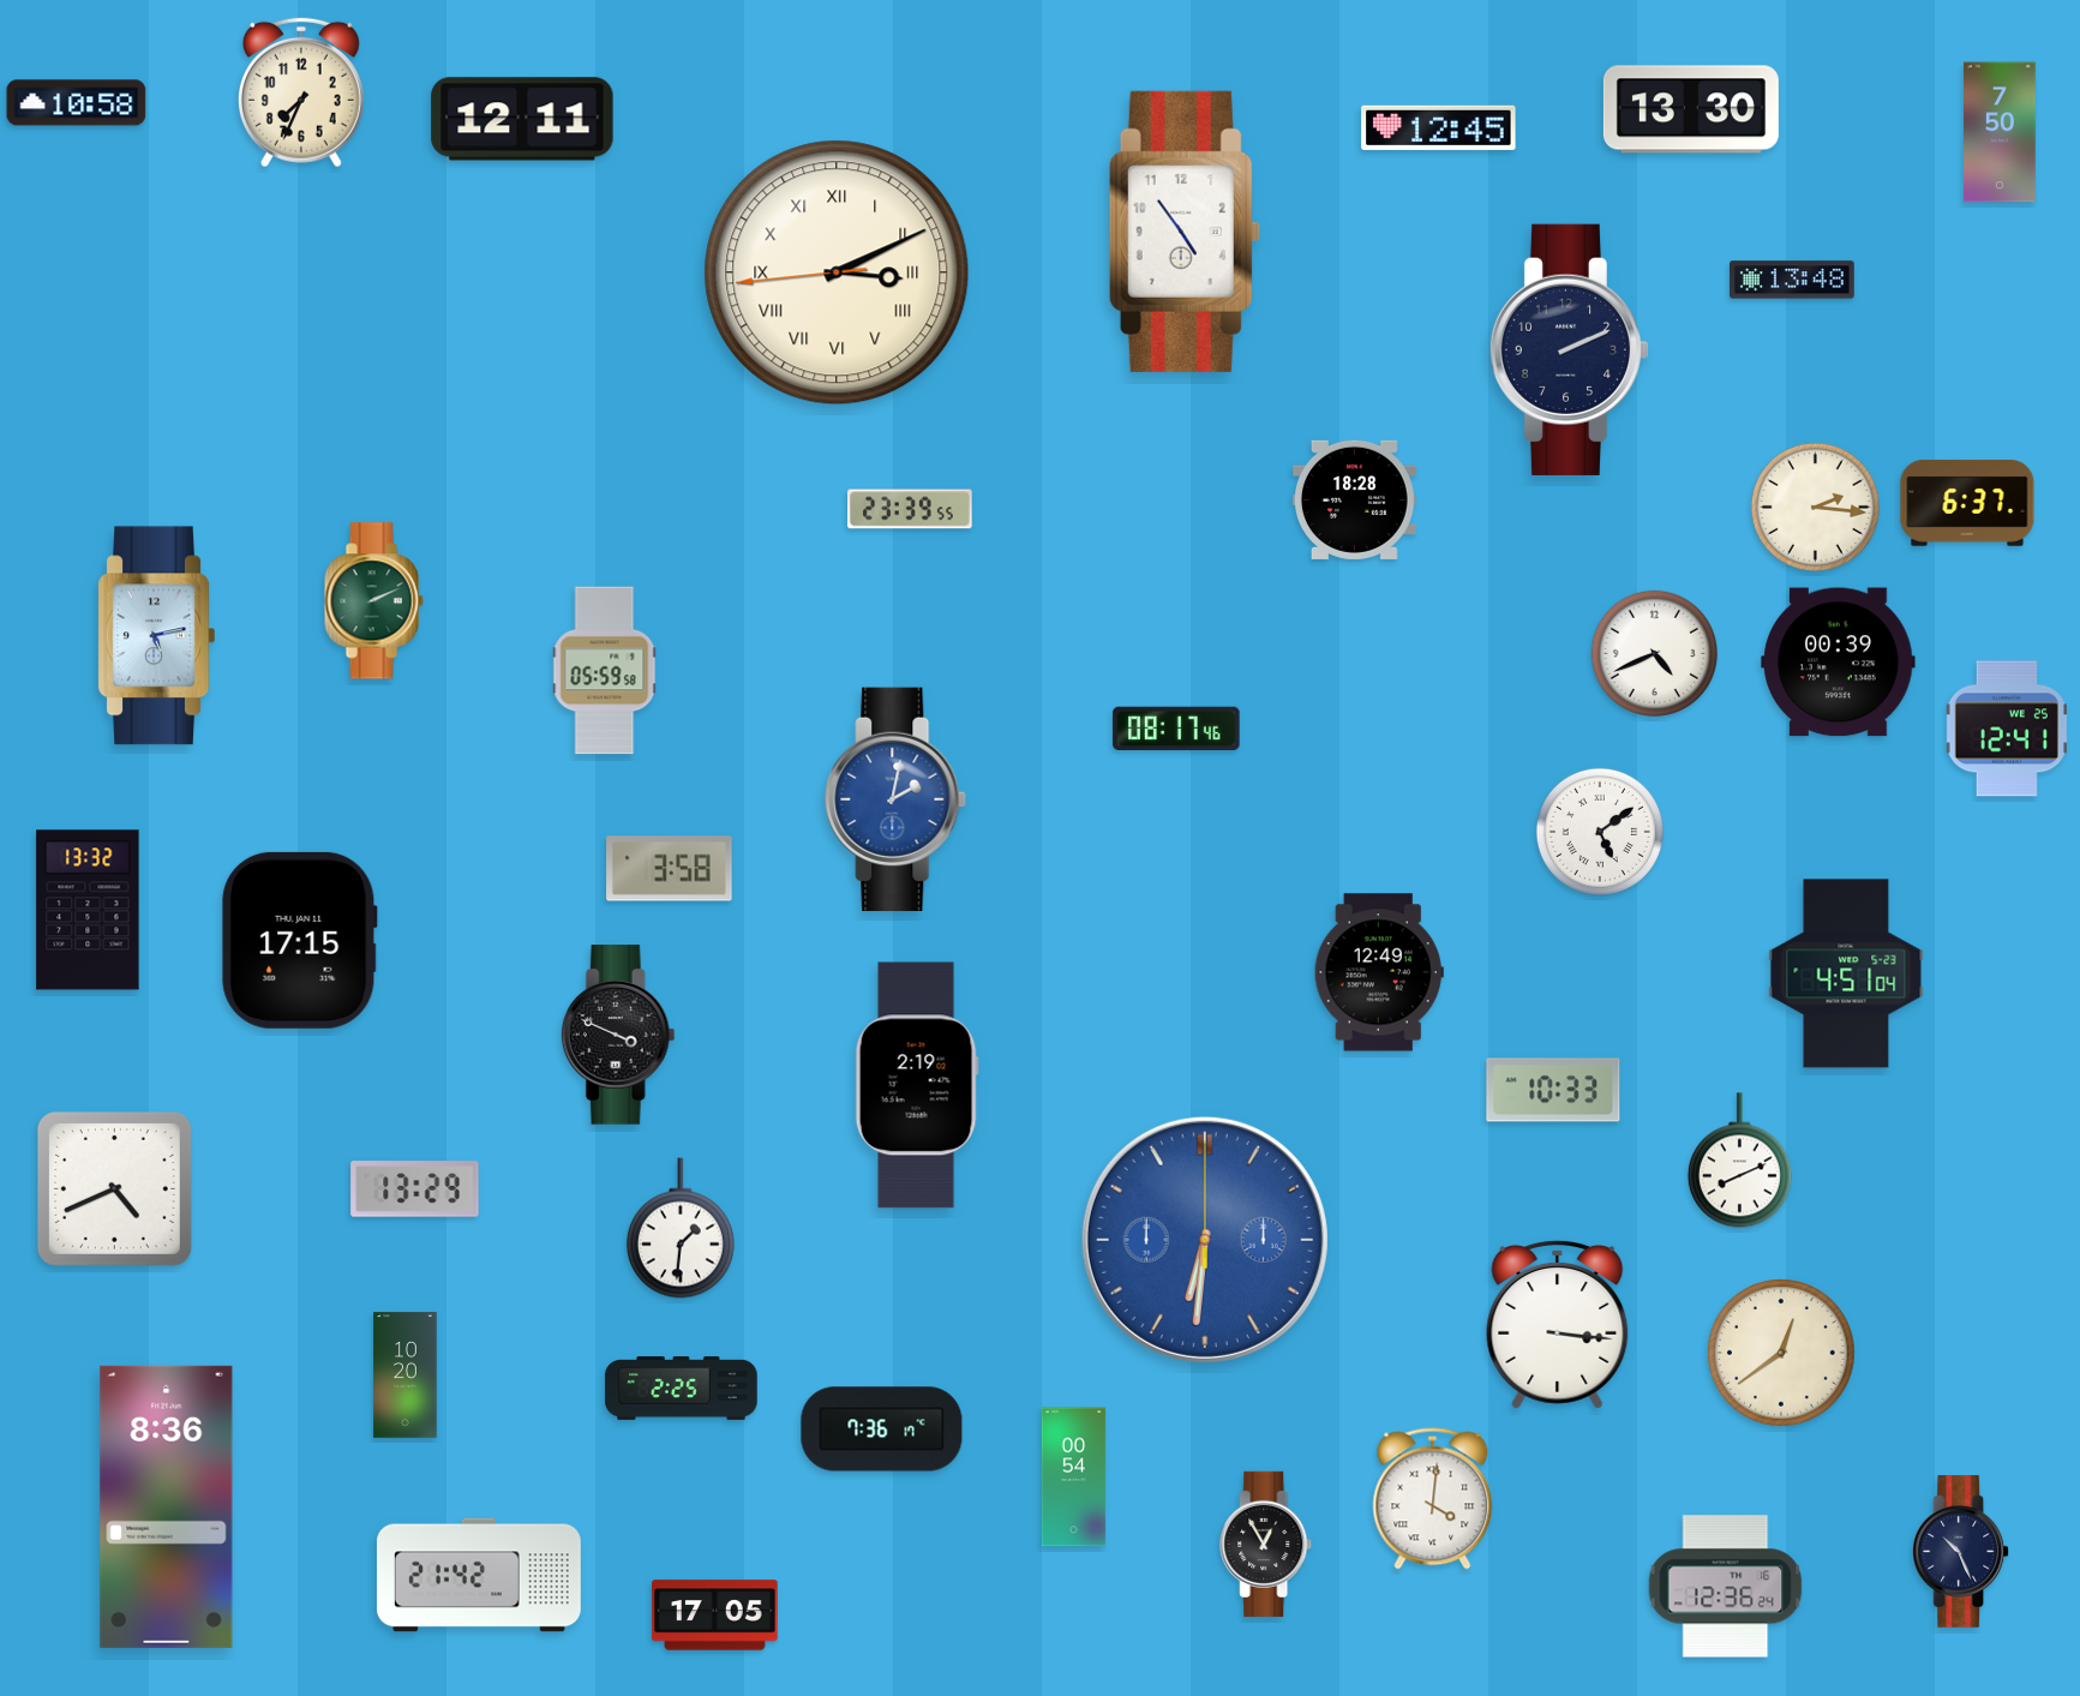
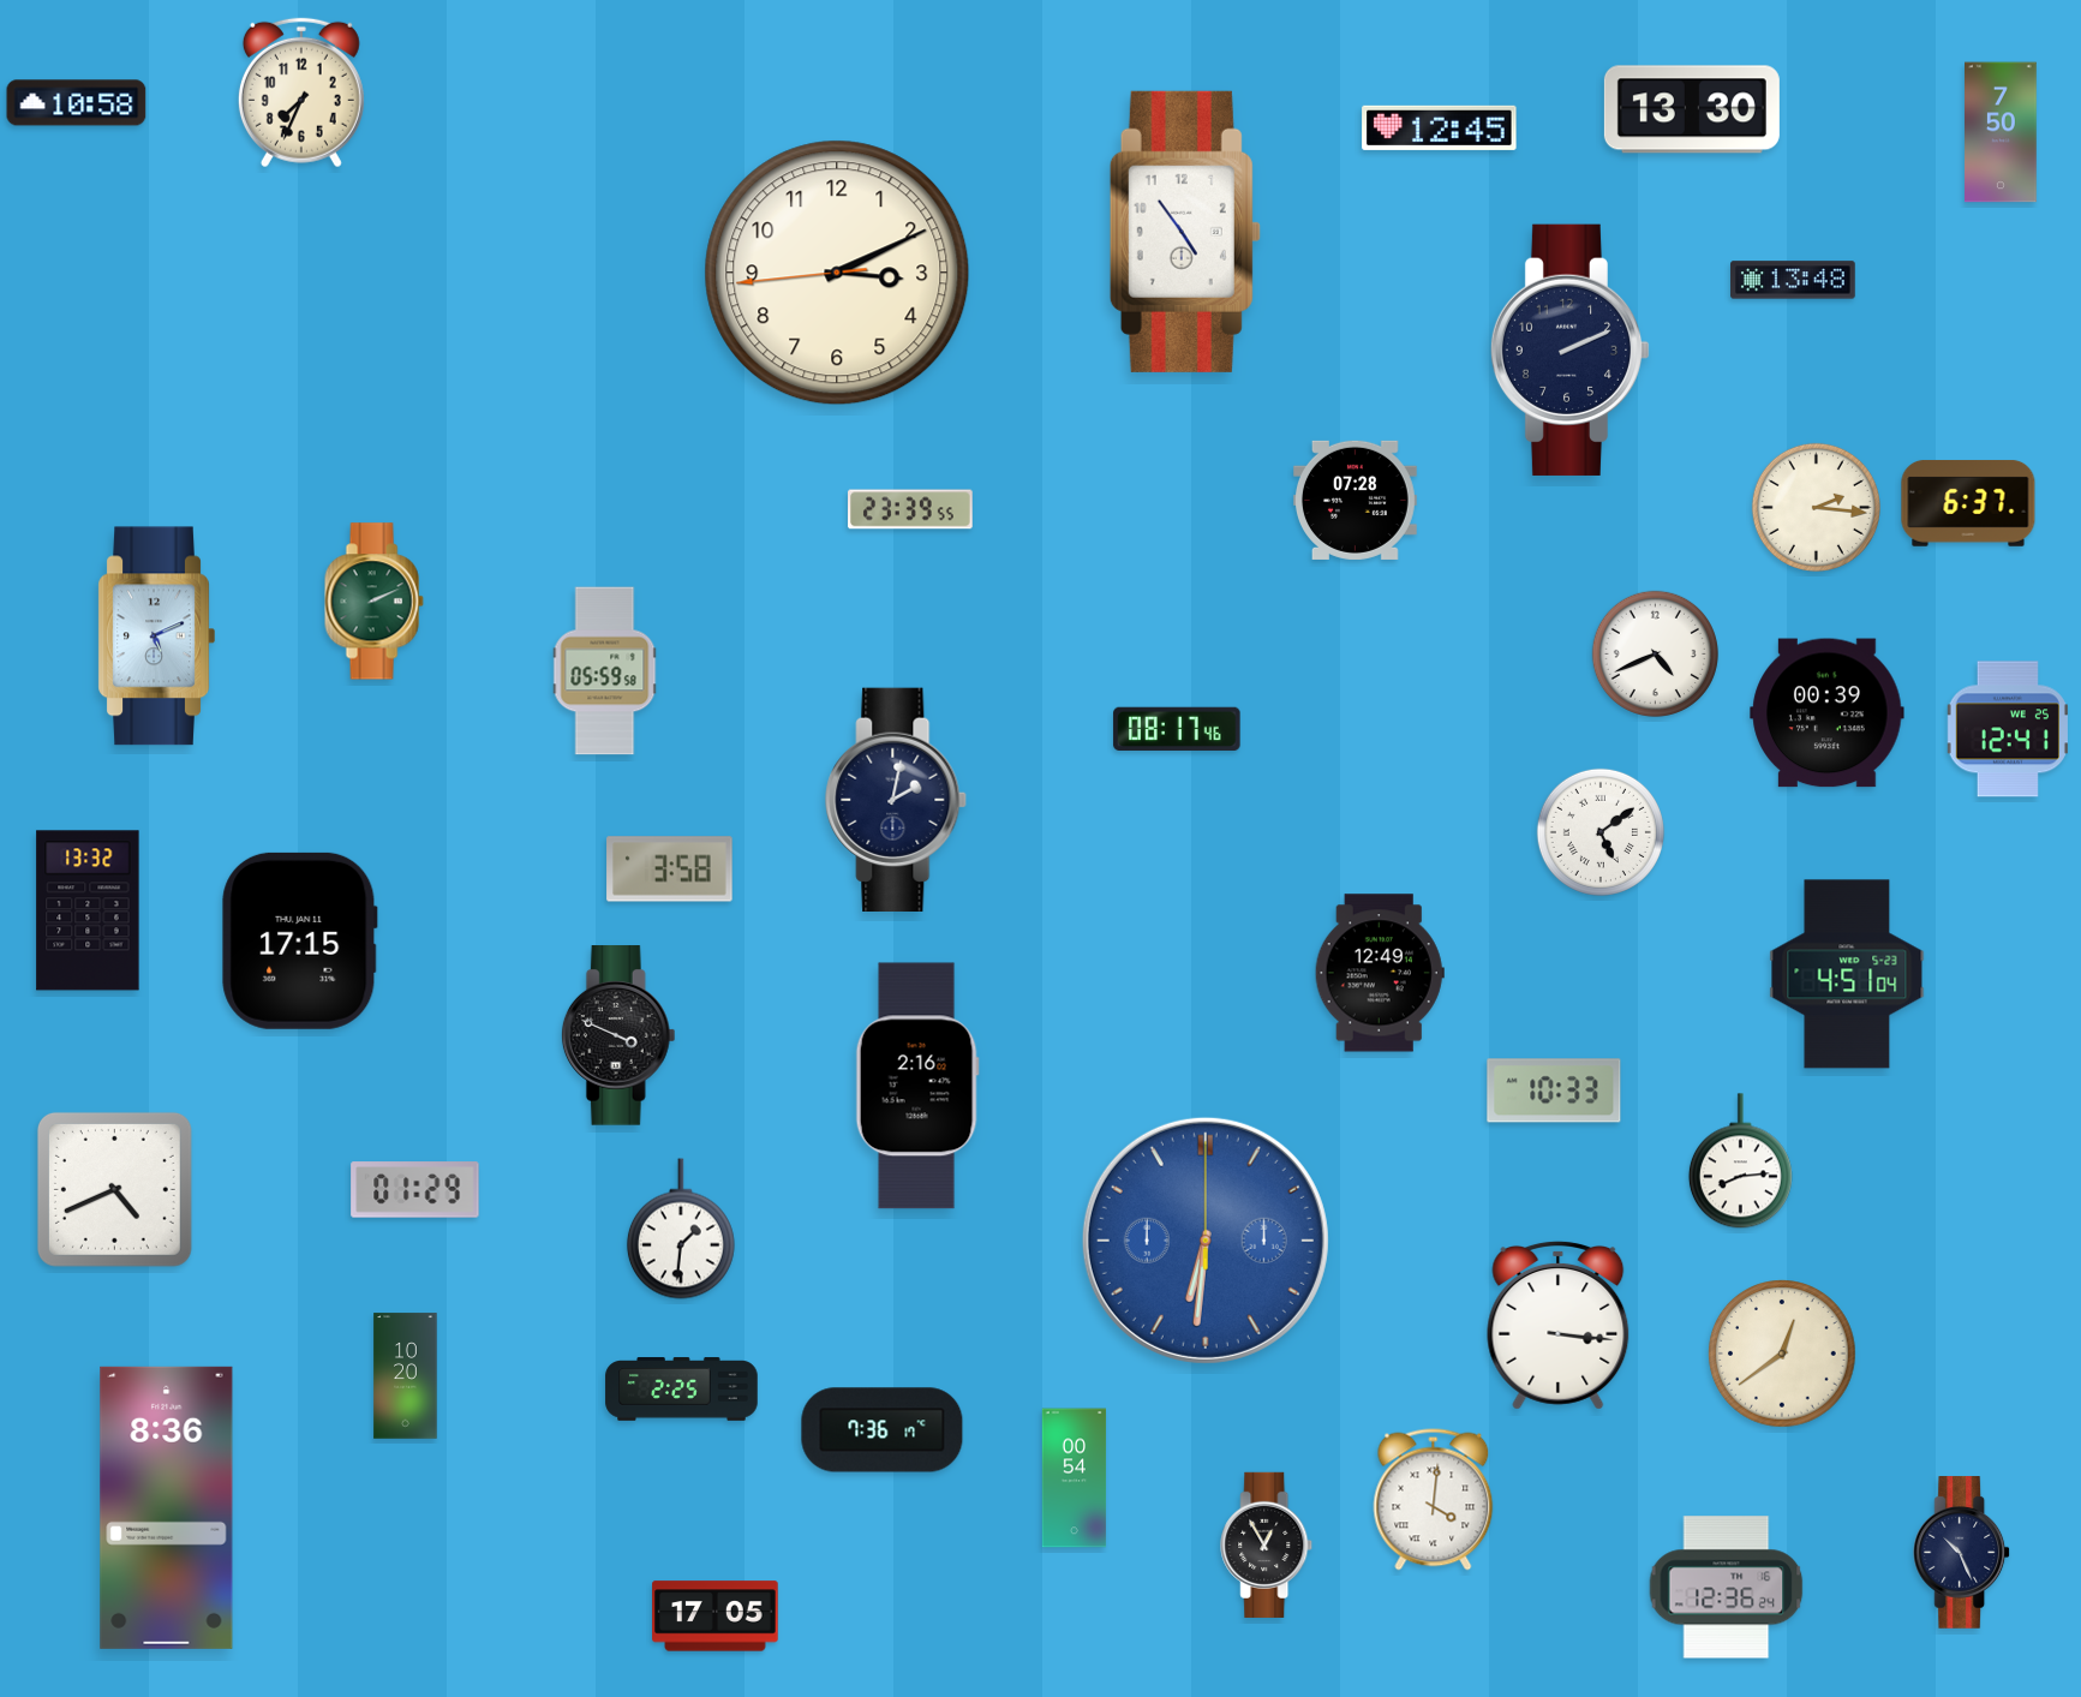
clock at (522, 119): 12:11 -> none
clock at (837, 272) numerals: Roman -> Arabic
clock at (1354, 499): 18:28 -> 07:28
clock at (156, 636): 5:13 -> 5:11
clock at (1839, 663) position: (1839, 663) -> (1828, 713)
clock at (897, 798) dial: blue -> navy
clock at (917, 1085): 2:19 -> 2:16
clock at (1739, 1161): 8:11 -> 8:14
clock at (415, 1189): 13:29 -> 01:29
clock at (479, 1575): 21:42 -> none
